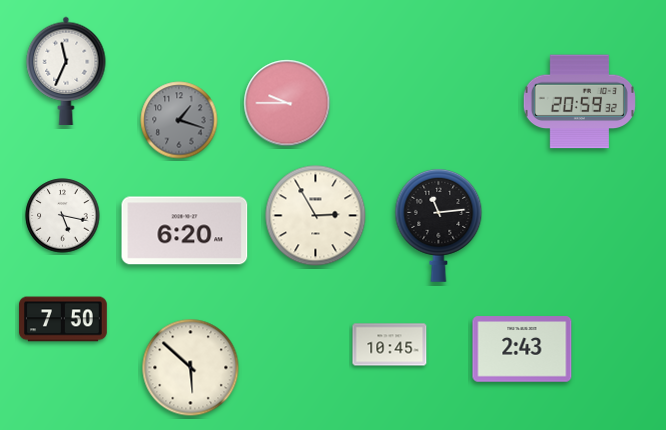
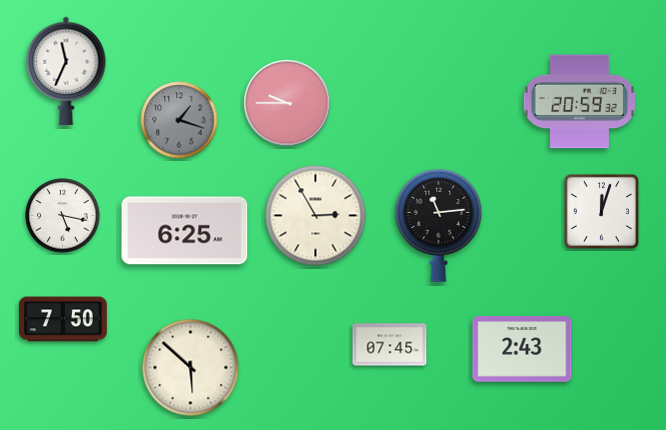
clock at (601, 211): none -> 12:03
clock at (185, 231): 6:20 -> 6:25
clock at (390, 345): 10:45 -> 07:45
